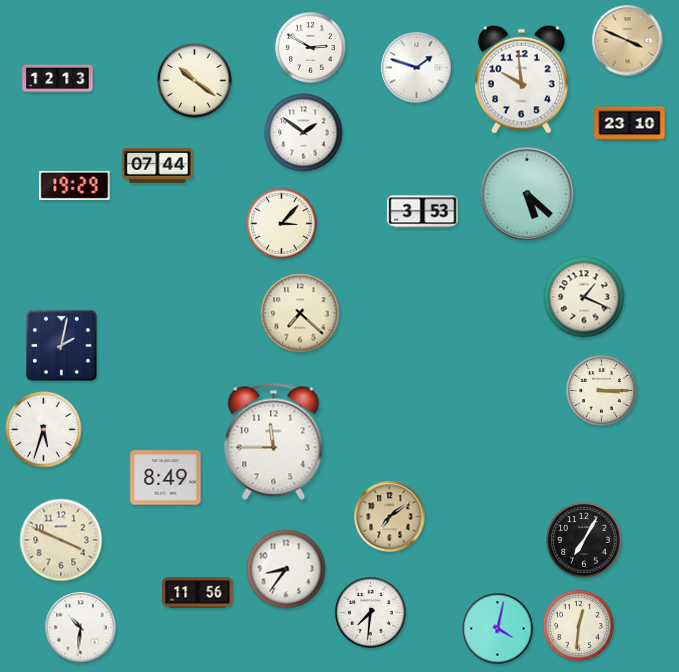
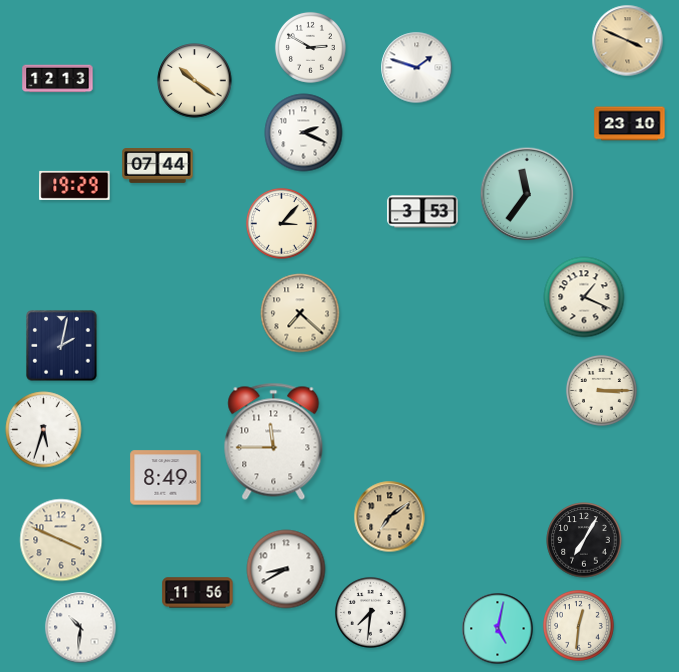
clock at (521, 79): 9:59 -> none
clock at (304, 133): 1:51 -> 2:19
clock at (527, 194): 5:22 -> 11:36
clock at (286, 569): 8:36 -> 8:40
clock at (498, 629): 4:02 -> 5:02
